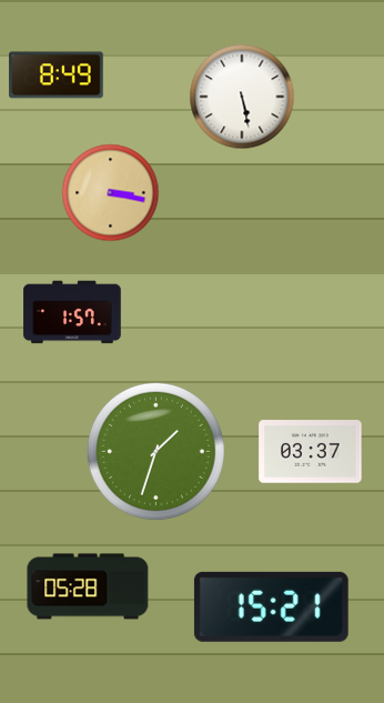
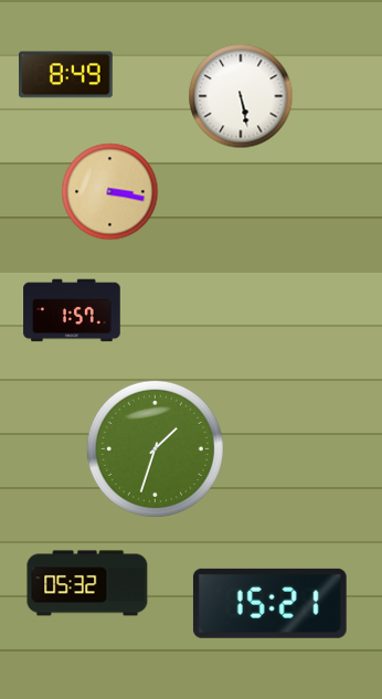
clock at (57, 76) position: (57, 76) -> (66, 75)
clock at (311, 452): 03:37 -> none
clock at (88, 586): 05:28 -> 05:32
